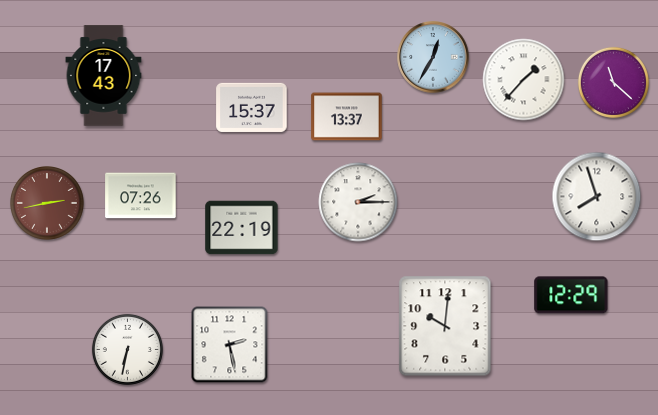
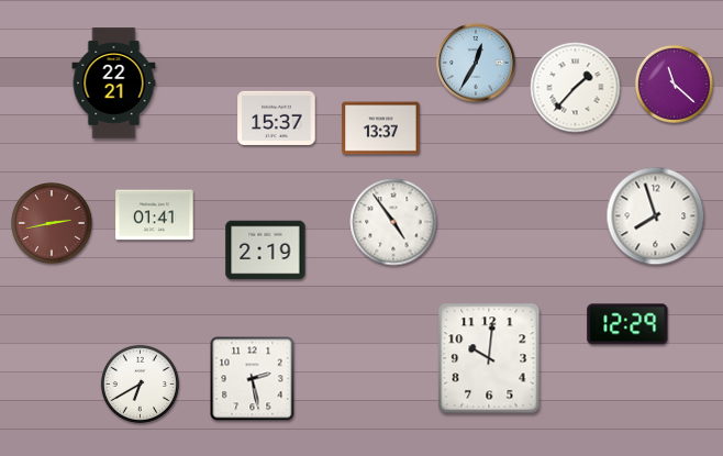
clock at (104, 76): 17:43 -> 22:21
clock at (613, 82) position: (613, 82) -> (674, 84)
clock at (141, 196): 07:26 -> 01:41
clock at (358, 202): 2:15 -> 4:54
clock at (242, 228): 22:19 -> 2:19
clock at (127, 349): 6:32 -> 6:40
